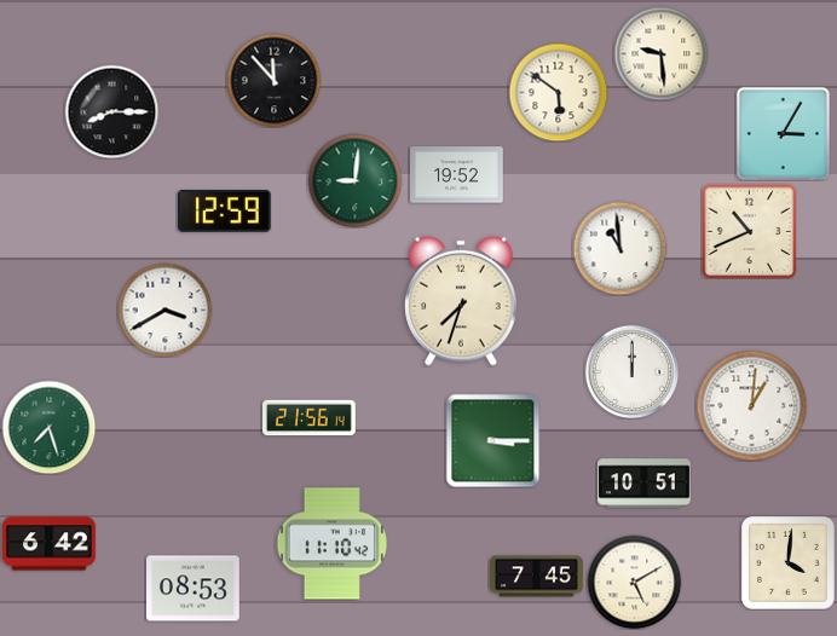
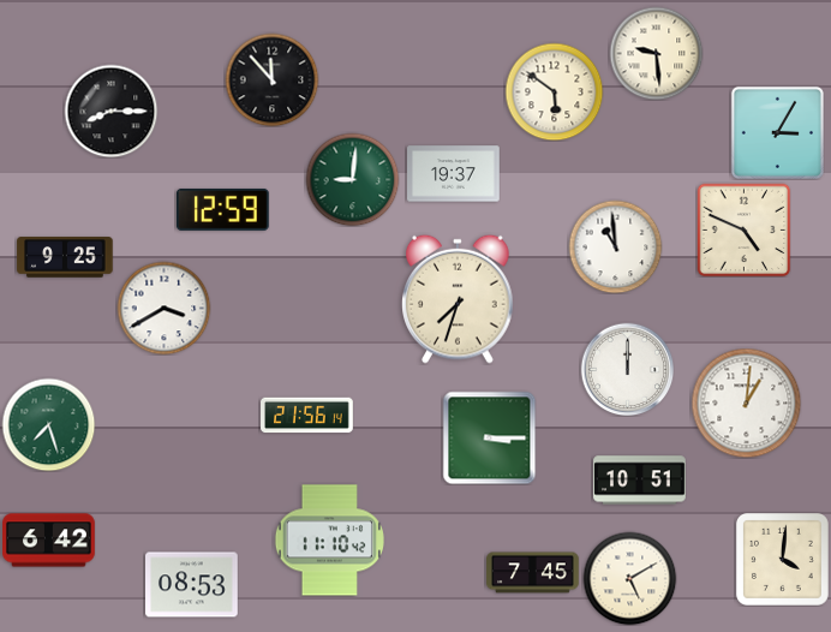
clock at (457, 175): 19:52 -> 19:37
clock at (749, 231): 10:41 -> 4:49
clock at (65, 257): none -> 9:25
